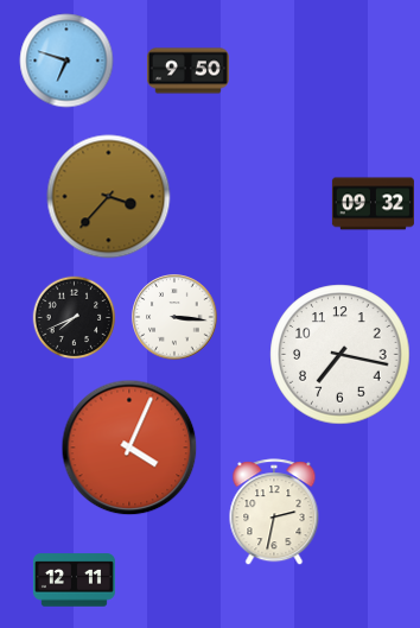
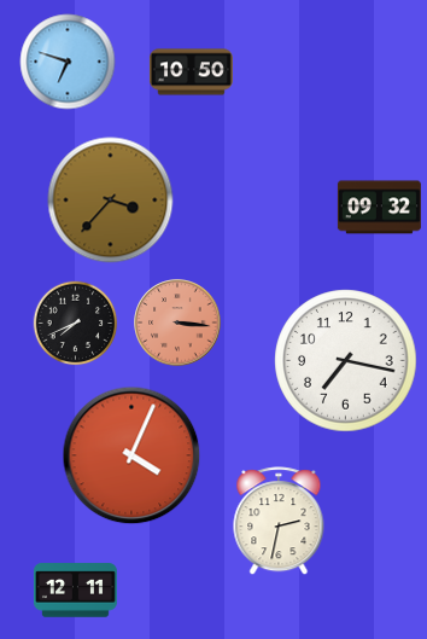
clock at (187, 71): 9:50 -> 10:50
clock at (174, 317) dial: white -> salmon
